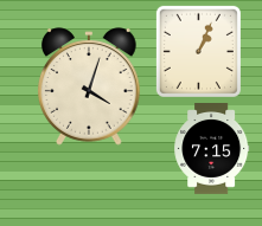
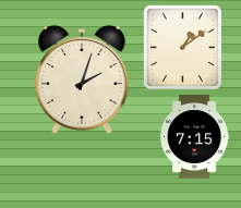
clock at (198, 51): 1:04 -> 1:09
clock at (90, 86): 4:03 -> 2:03
